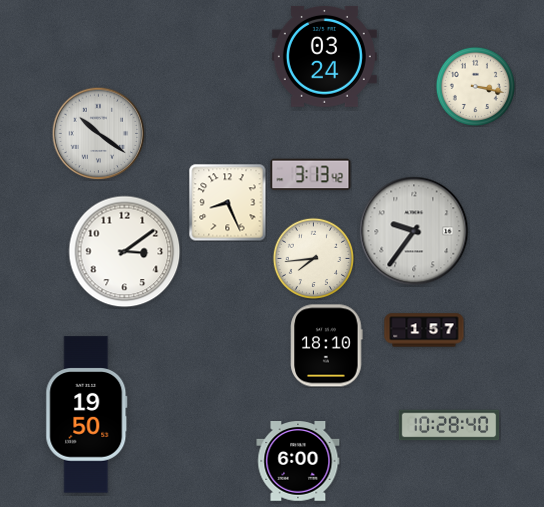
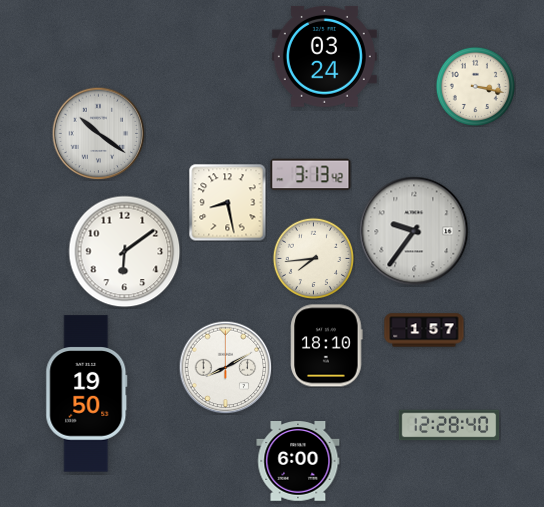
clock at (227, 202): 8:26 -> 8:28
clock at (125, 252): 3:09 -> 6:09
clock at (225, 367): none -> 8:10
clock at (87, 415) position: (87, 415) -> (87, 394)
clock at (449, 425): 10:28 -> 12:28
